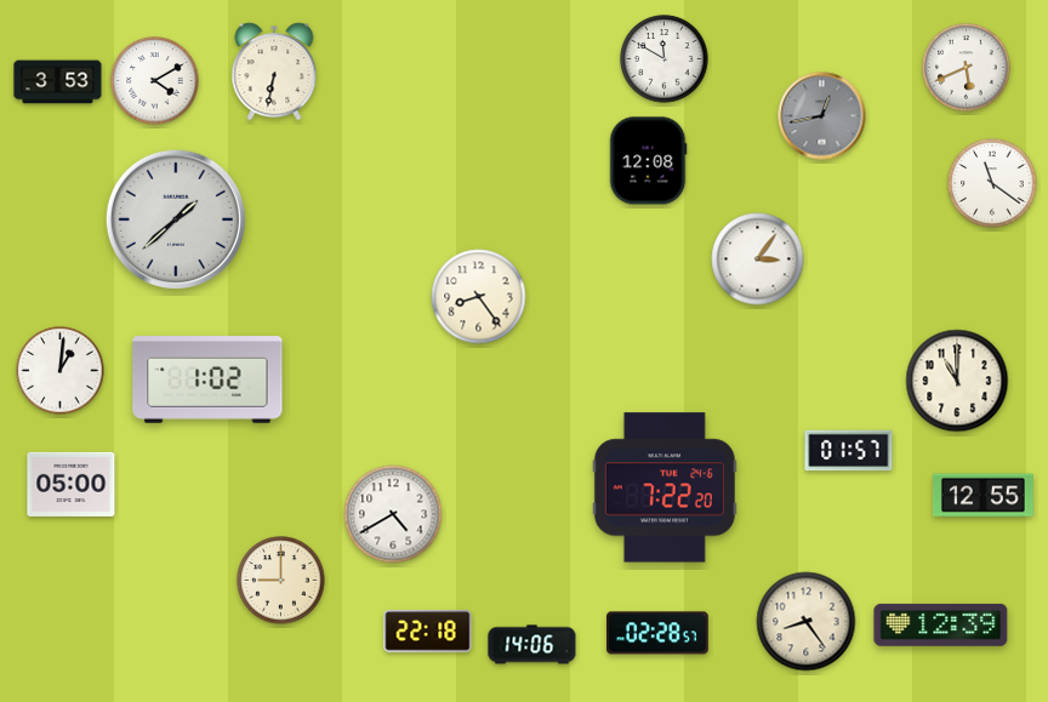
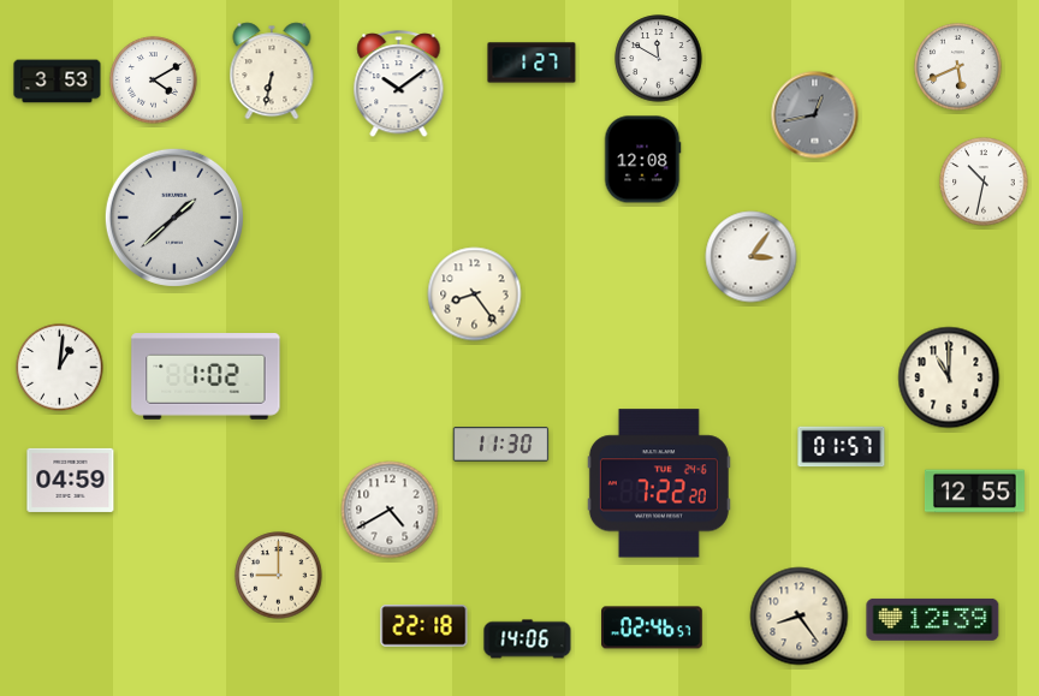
clock at (532, 63): none -> 1:27
clock at (399, 84): none -> 10:09
clock at (992, 183): 11:21 -> 10:32
clock at (501, 445): none -> 11:30
clock at (72, 484): 05:00 -> 04:59
clock at (659, 633): 02:28 -> 02:46
